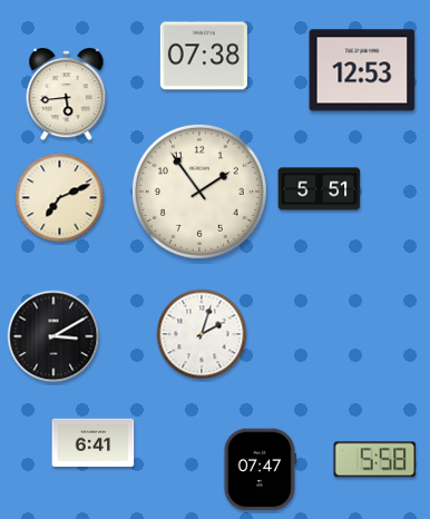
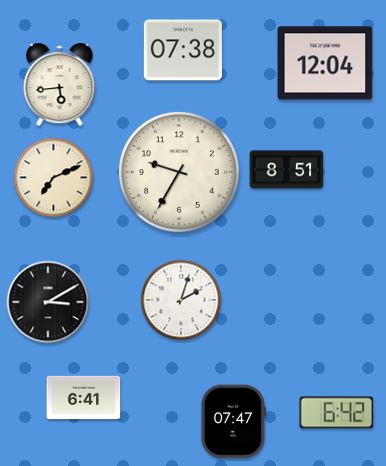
clock at (362, 70): 12:53 -> 12:04
clock at (320, 189): 5:51 -> 8:51
clock at (199, 192): 1:54 -> 9:35
clock at (375, 460): 5:58 -> 6:42
